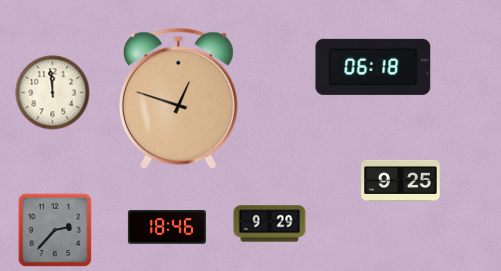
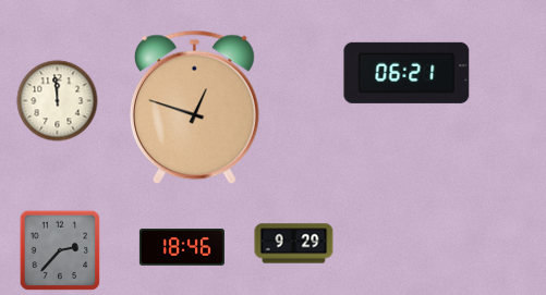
clock at (373, 67): 06:18 -> 06:21
clock at (401, 180): 9:25 -> none
